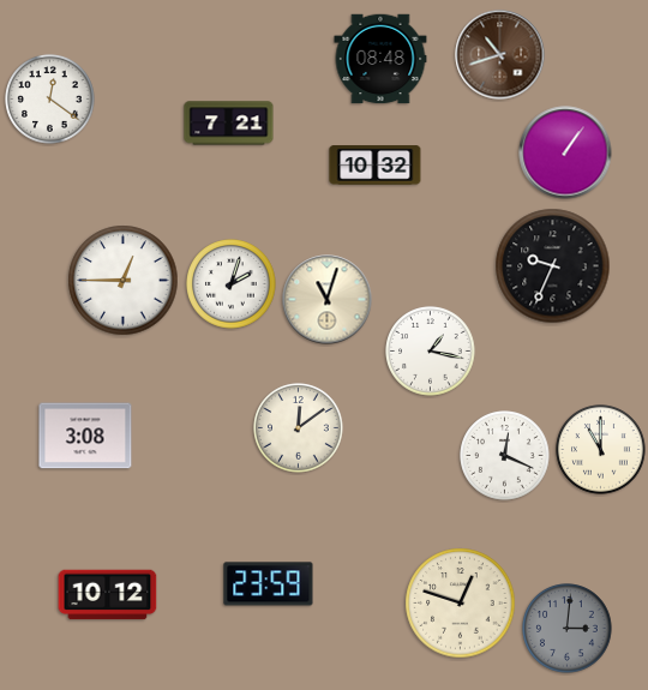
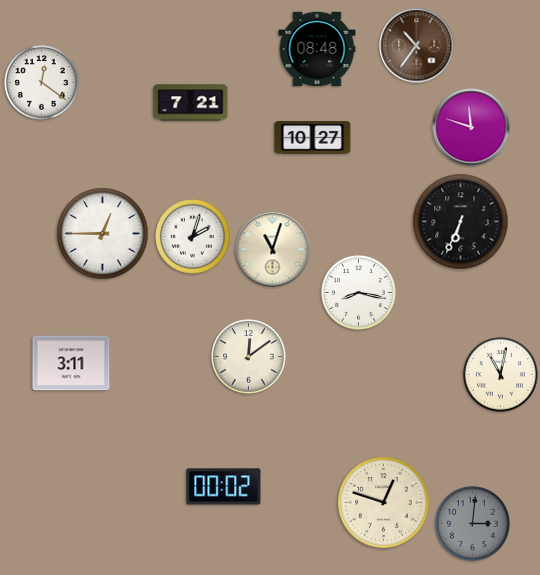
clock at (500, 55): 10:42 -> 10:36
clock at (565, 152): 1:06 -> 11:48
clock at (376, 166): 10:32 -> 10:27
clock at (553, 266): 9:34 -> 6:34
clock at (431, 352): 1:17 -> 8:17
clock at (85, 436): 3:08 -> 3:11
clock at (601, 450): 11:00 -> 11:02
clock at (505, 456): 12:19 -> none
clock at (269, 584): 23:59 -> 00:02
clock at (108, 595): 10:12 -> none
